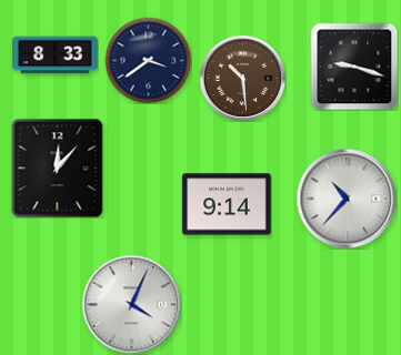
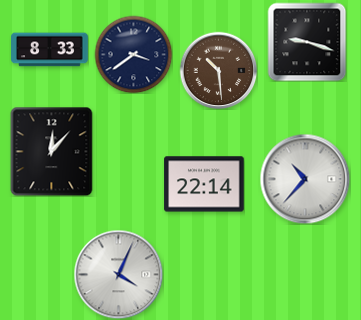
clock at (354, 67) position: (354, 67) -> (307, 42)
clock at (347, 199) position: (347, 199) -> (305, 179)
clock at (227, 204): 9:14 -> 22:14
